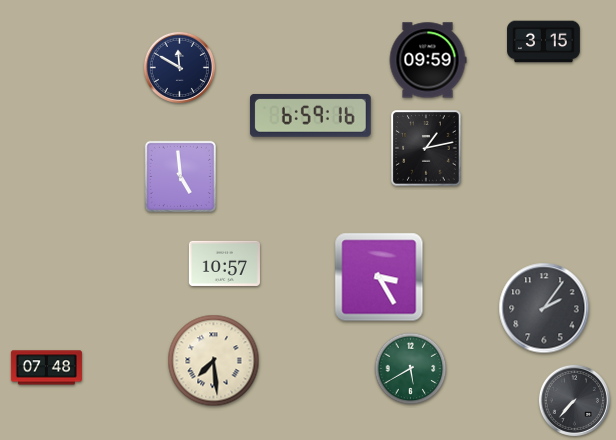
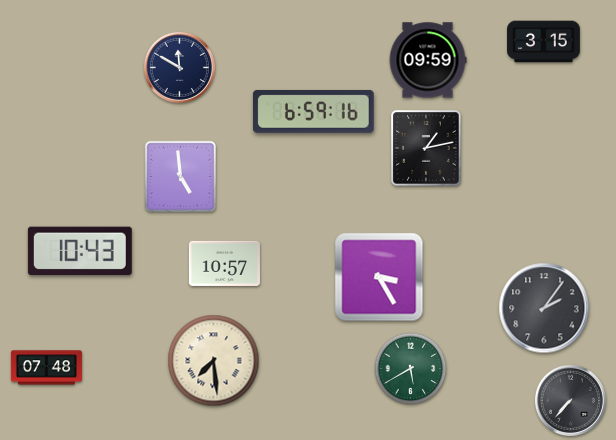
clock at (310, 115) position: (310, 115) -> (313, 111)
clock at (80, 251): none -> 10:43
clock at (574, 400) position: (574, 400) -> (570, 400)
